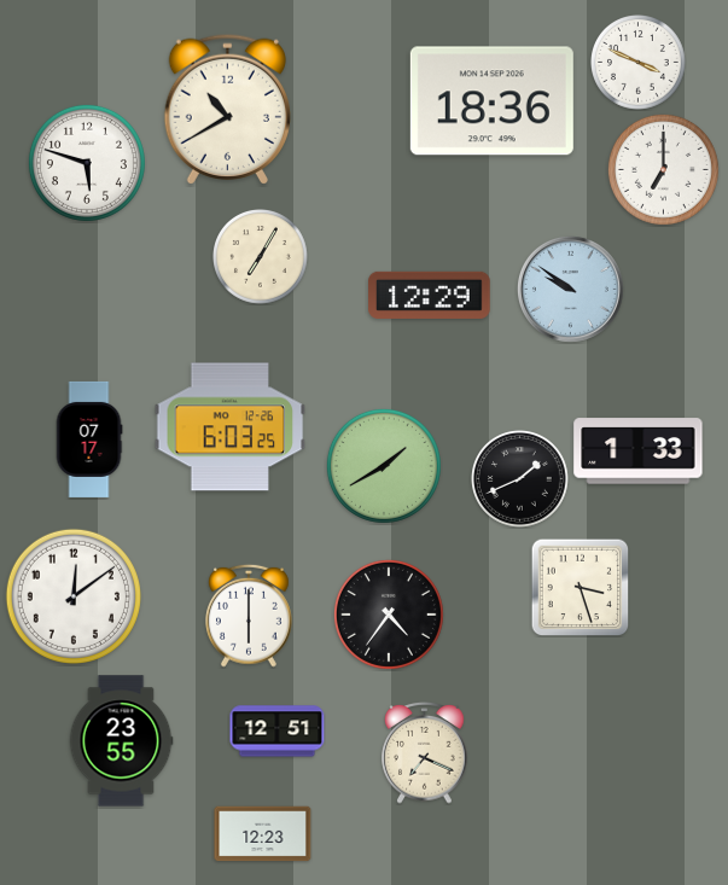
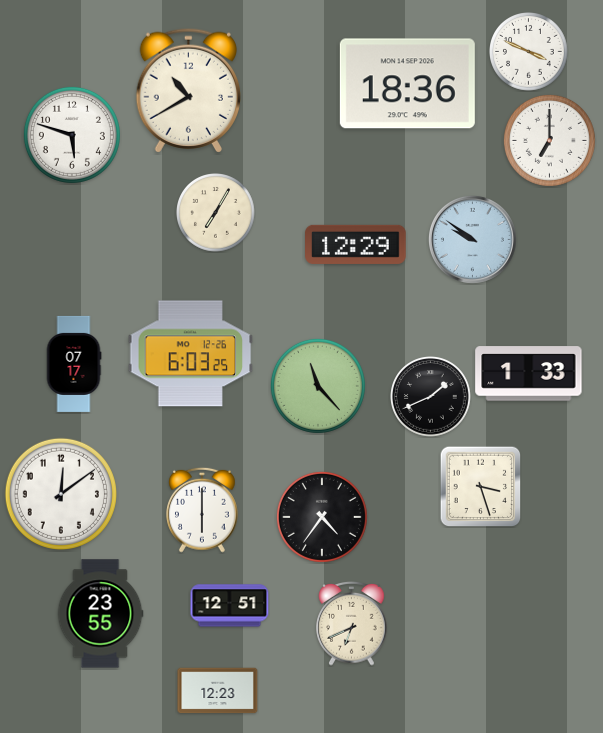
clock at (384, 466): 1:40 -> 11:23
clock at (389, 615) position: (389, 615) -> (322, 517)
clock at (249, 616) position: (249, 616) -> (202, 510)
clock at (425, 753): 7:19 -> 6:41
